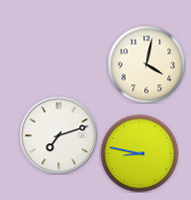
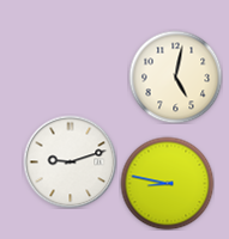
clock at (146, 64): 4:02 -> 5:02
clock at (58, 135): 7:12 -> 9:12
